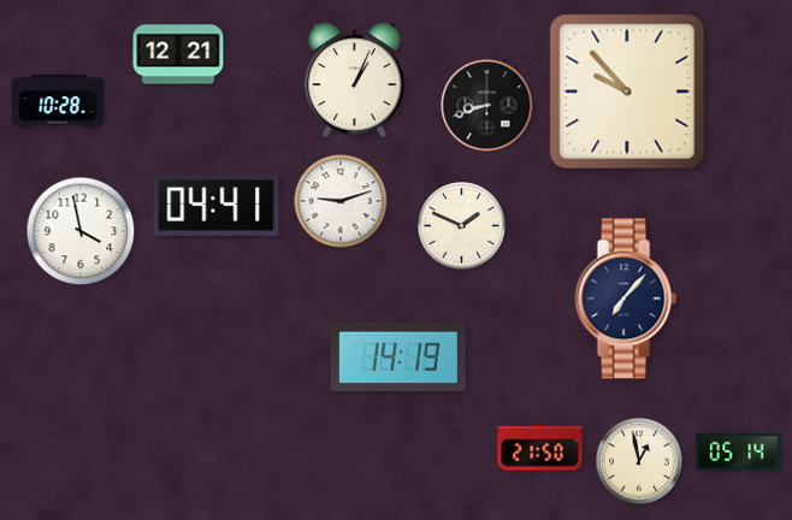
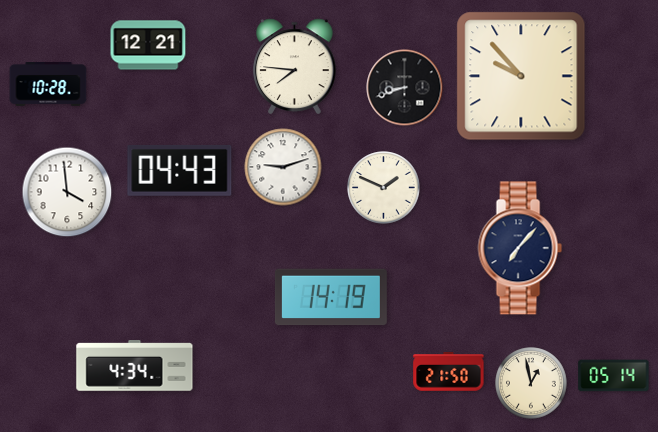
clock at (355, 81): 1:04 -> 7:46
clock at (217, 205): 04:41 -> 04:43
clock at (81, 231): 3:58 -> 3:59
clock at (135, 366): none -> 4:34
